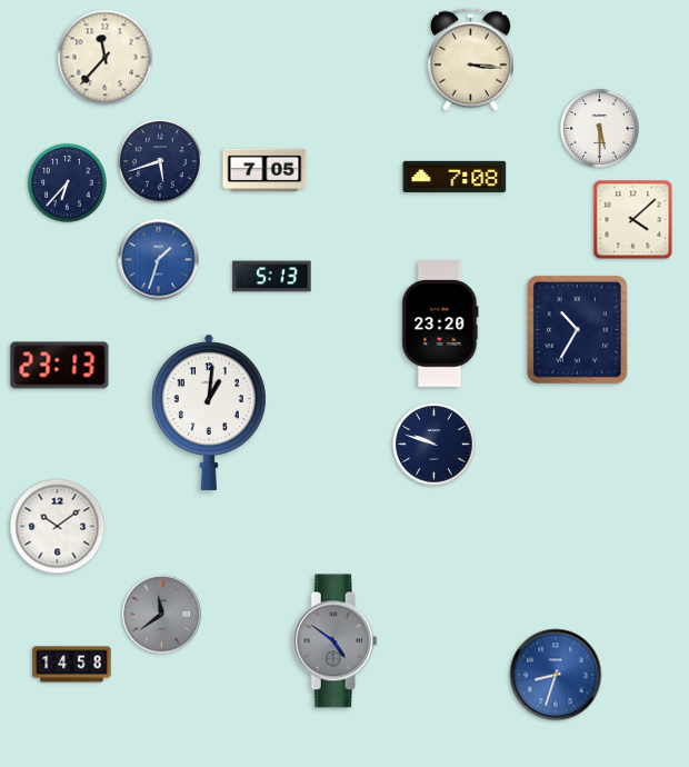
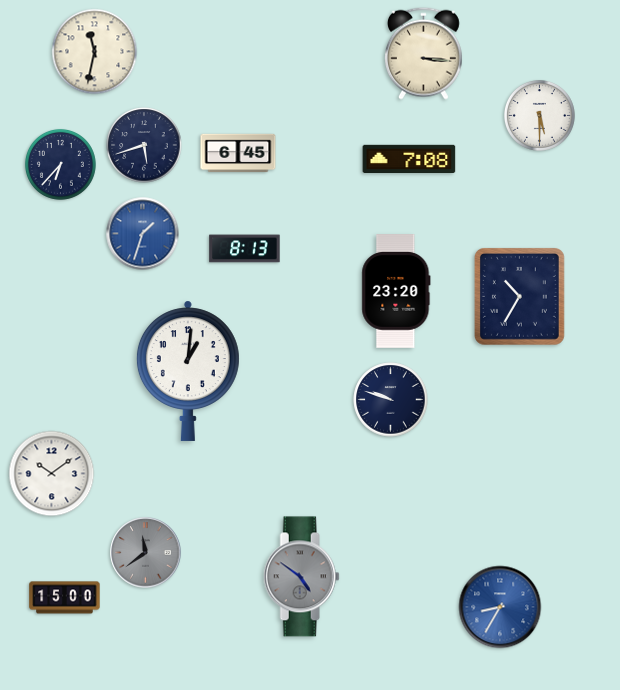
clock at (106, 58): 11:37 -> 11:32
clock at (264, 170): 7:05 -> 6:45
clock at (633, 220): 4:08 -> none
clock at (272, 277): 5:13 -> 8:13
clock at (60, 366): 23:13 -> none
clock at (72, 665): 14:58 -> 15:00
clock at (556, 675): 8:33 -> 8:35
